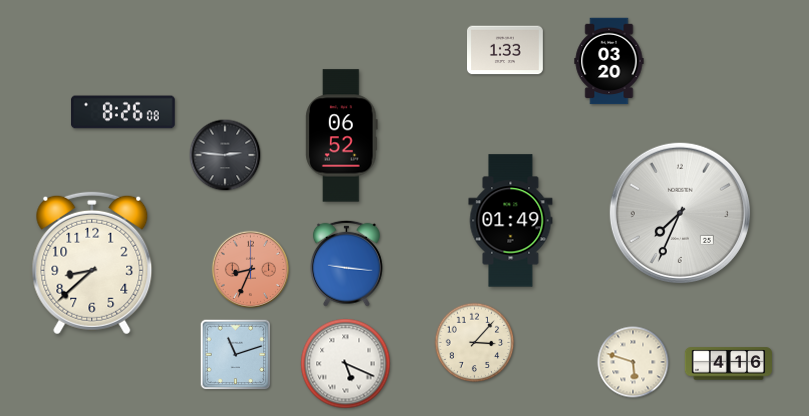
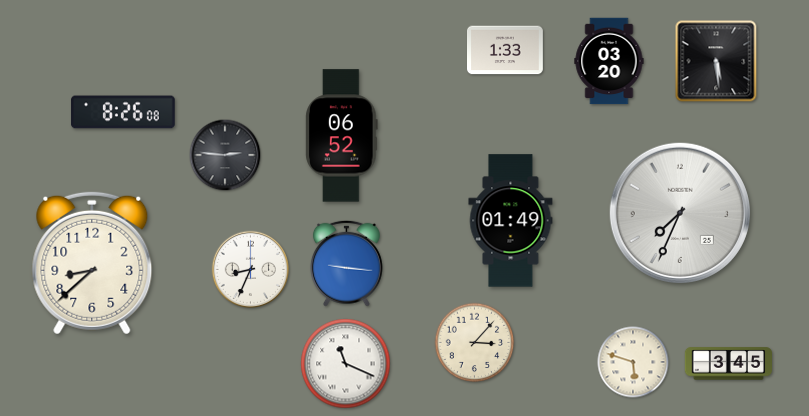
clock at (716, 61): none -> 5:29
clock at (251, 270) dial: salmon -> white
clock at (236, 355): 11:12 -> none
clock at (346, 364): 5:19 -> 11:19
clock at (728, 364): 4:16 -> 3:45
